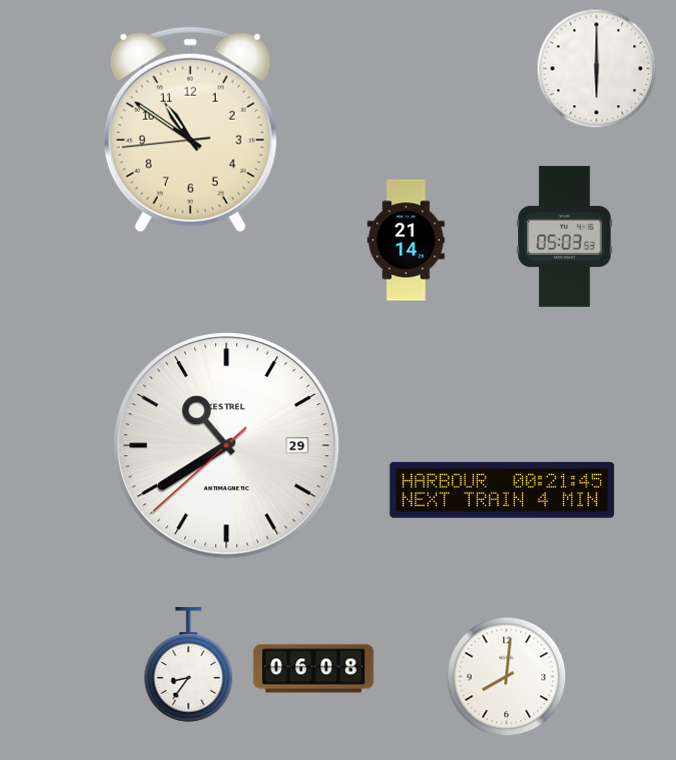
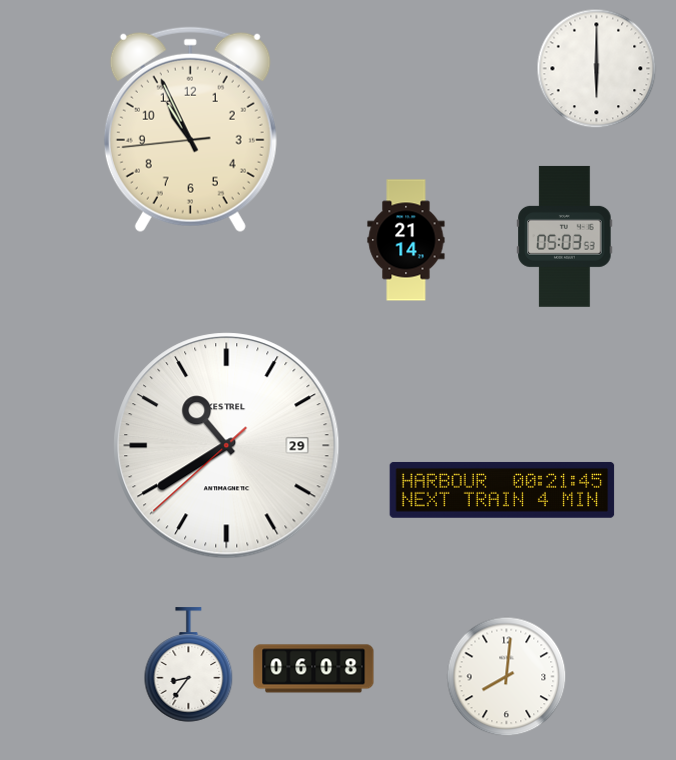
clock at (190, 130): 10:50 -> 10:55
